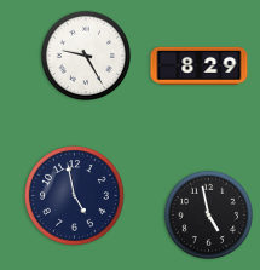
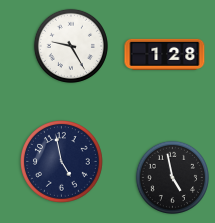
clock at (200, 65): 8:29 -> 1:28
